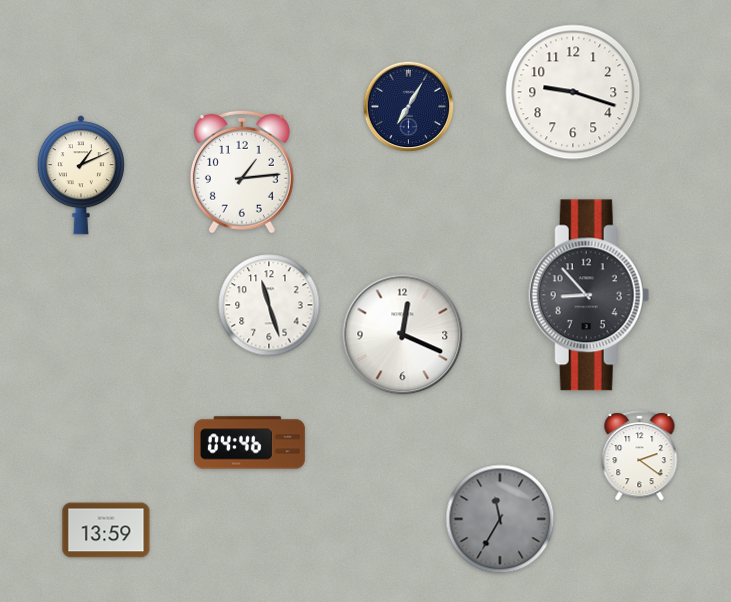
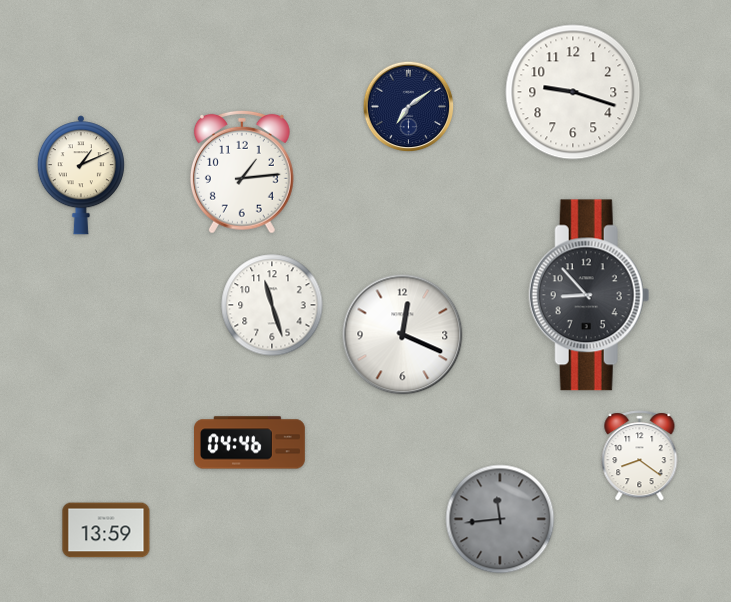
clock at (409, 107): 7:05 -> 7:09
clock at (269, 305) position: (269, 305) -> (272, 305)
clock at (640, 456): 2:21 -> 8:21
clock at (500, 519): 11:35 -> 11:44
